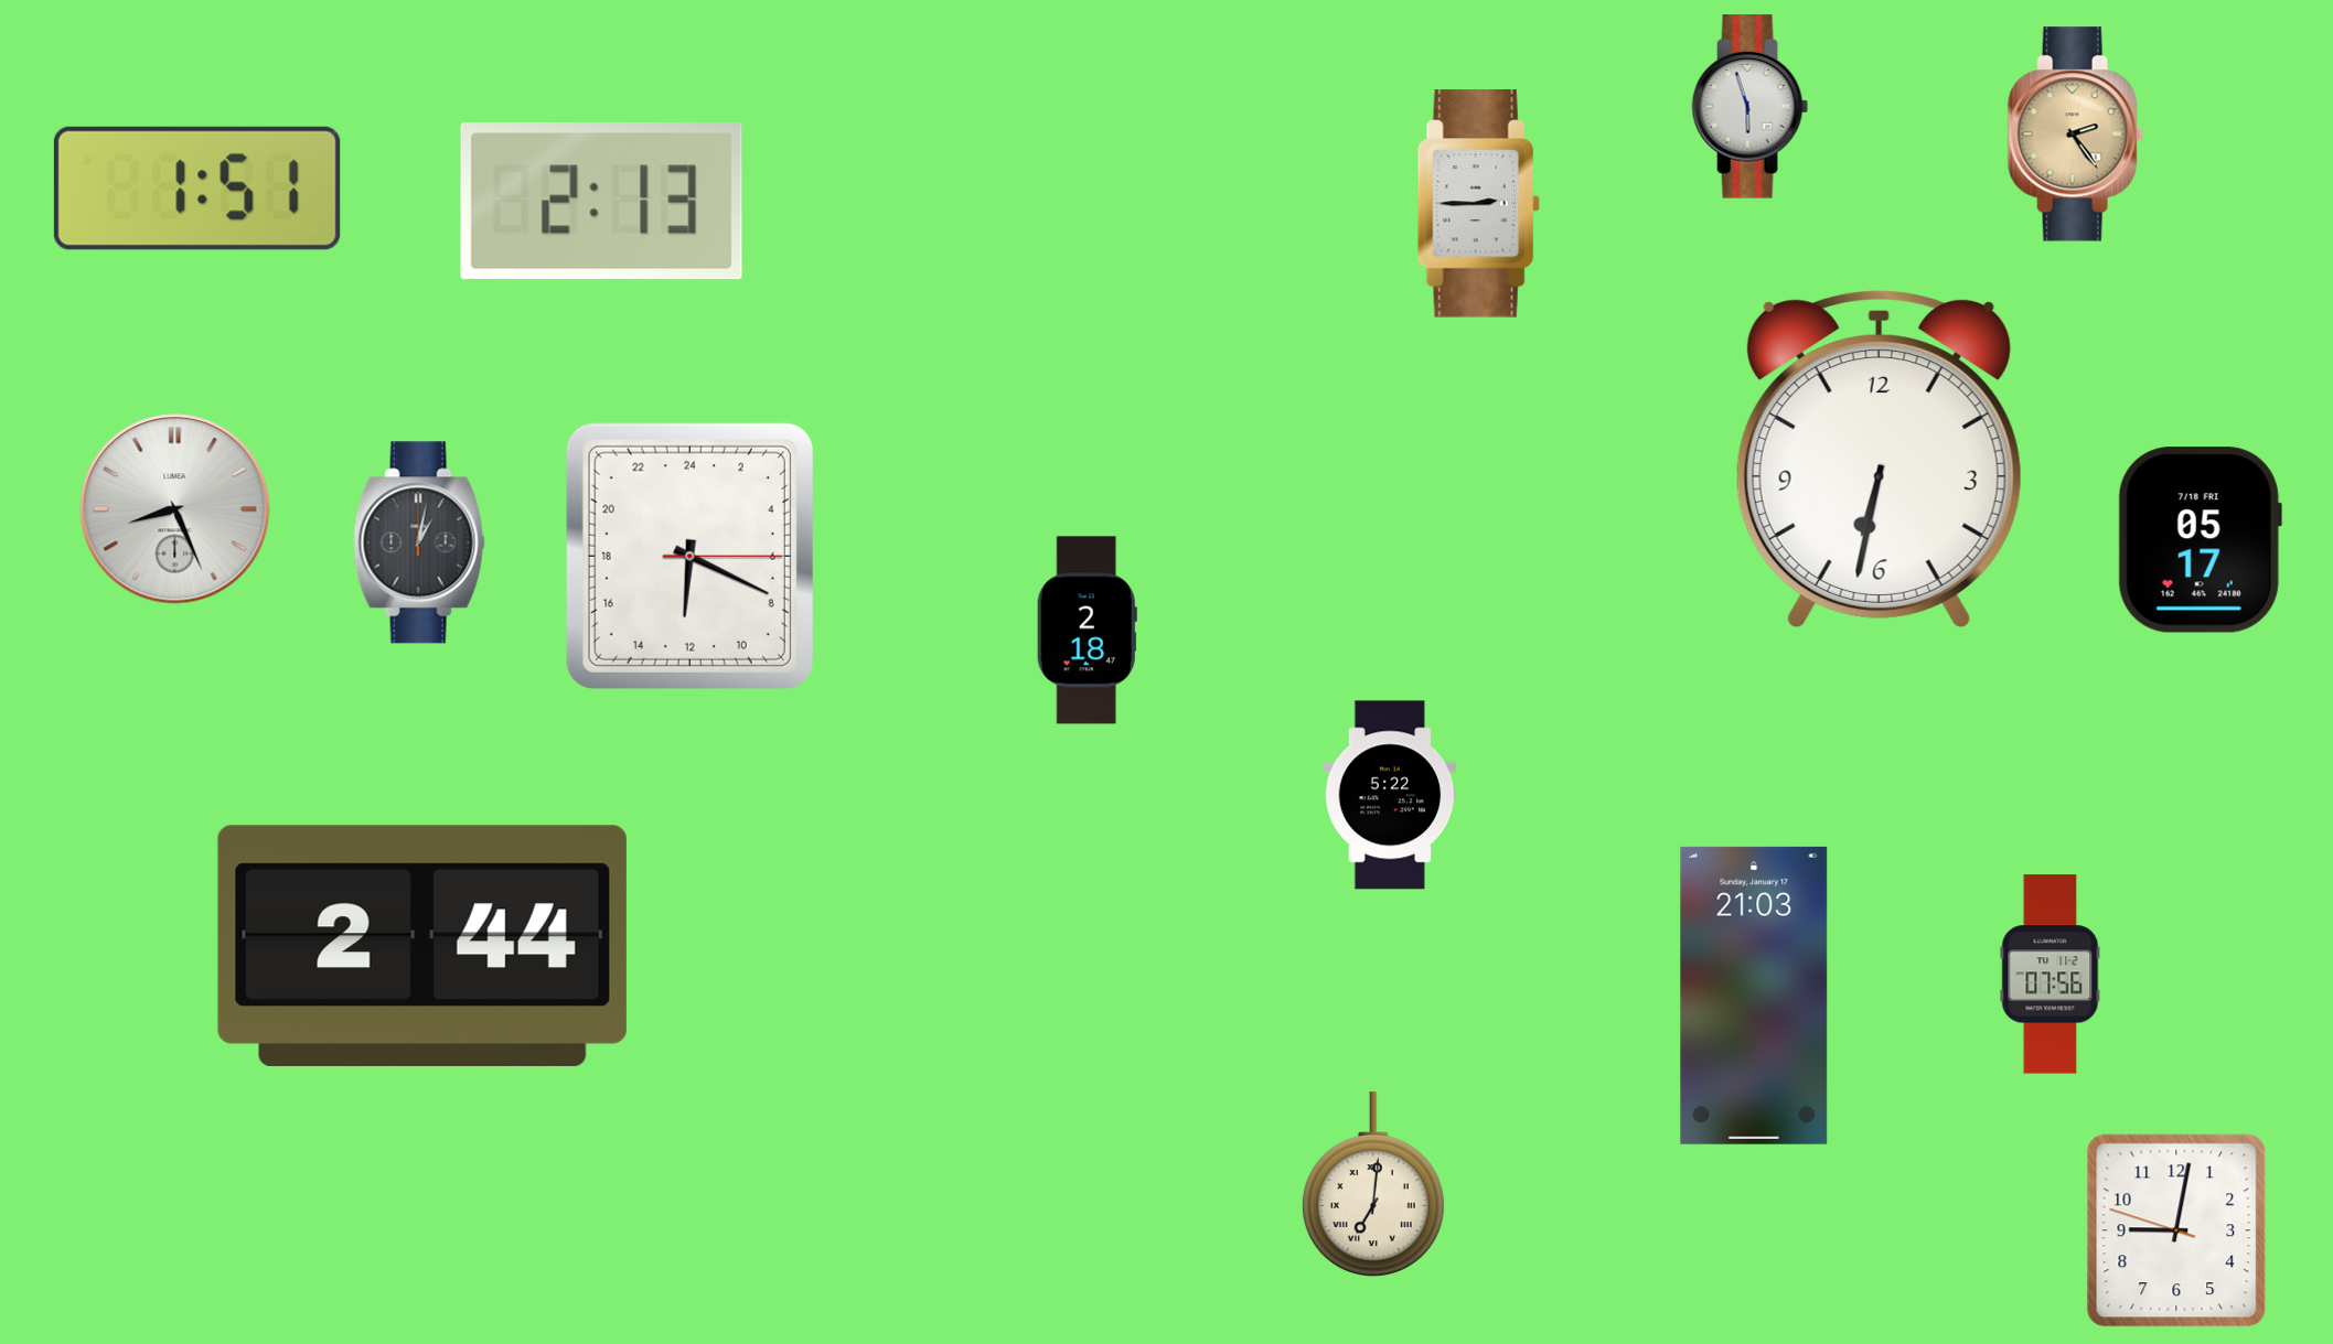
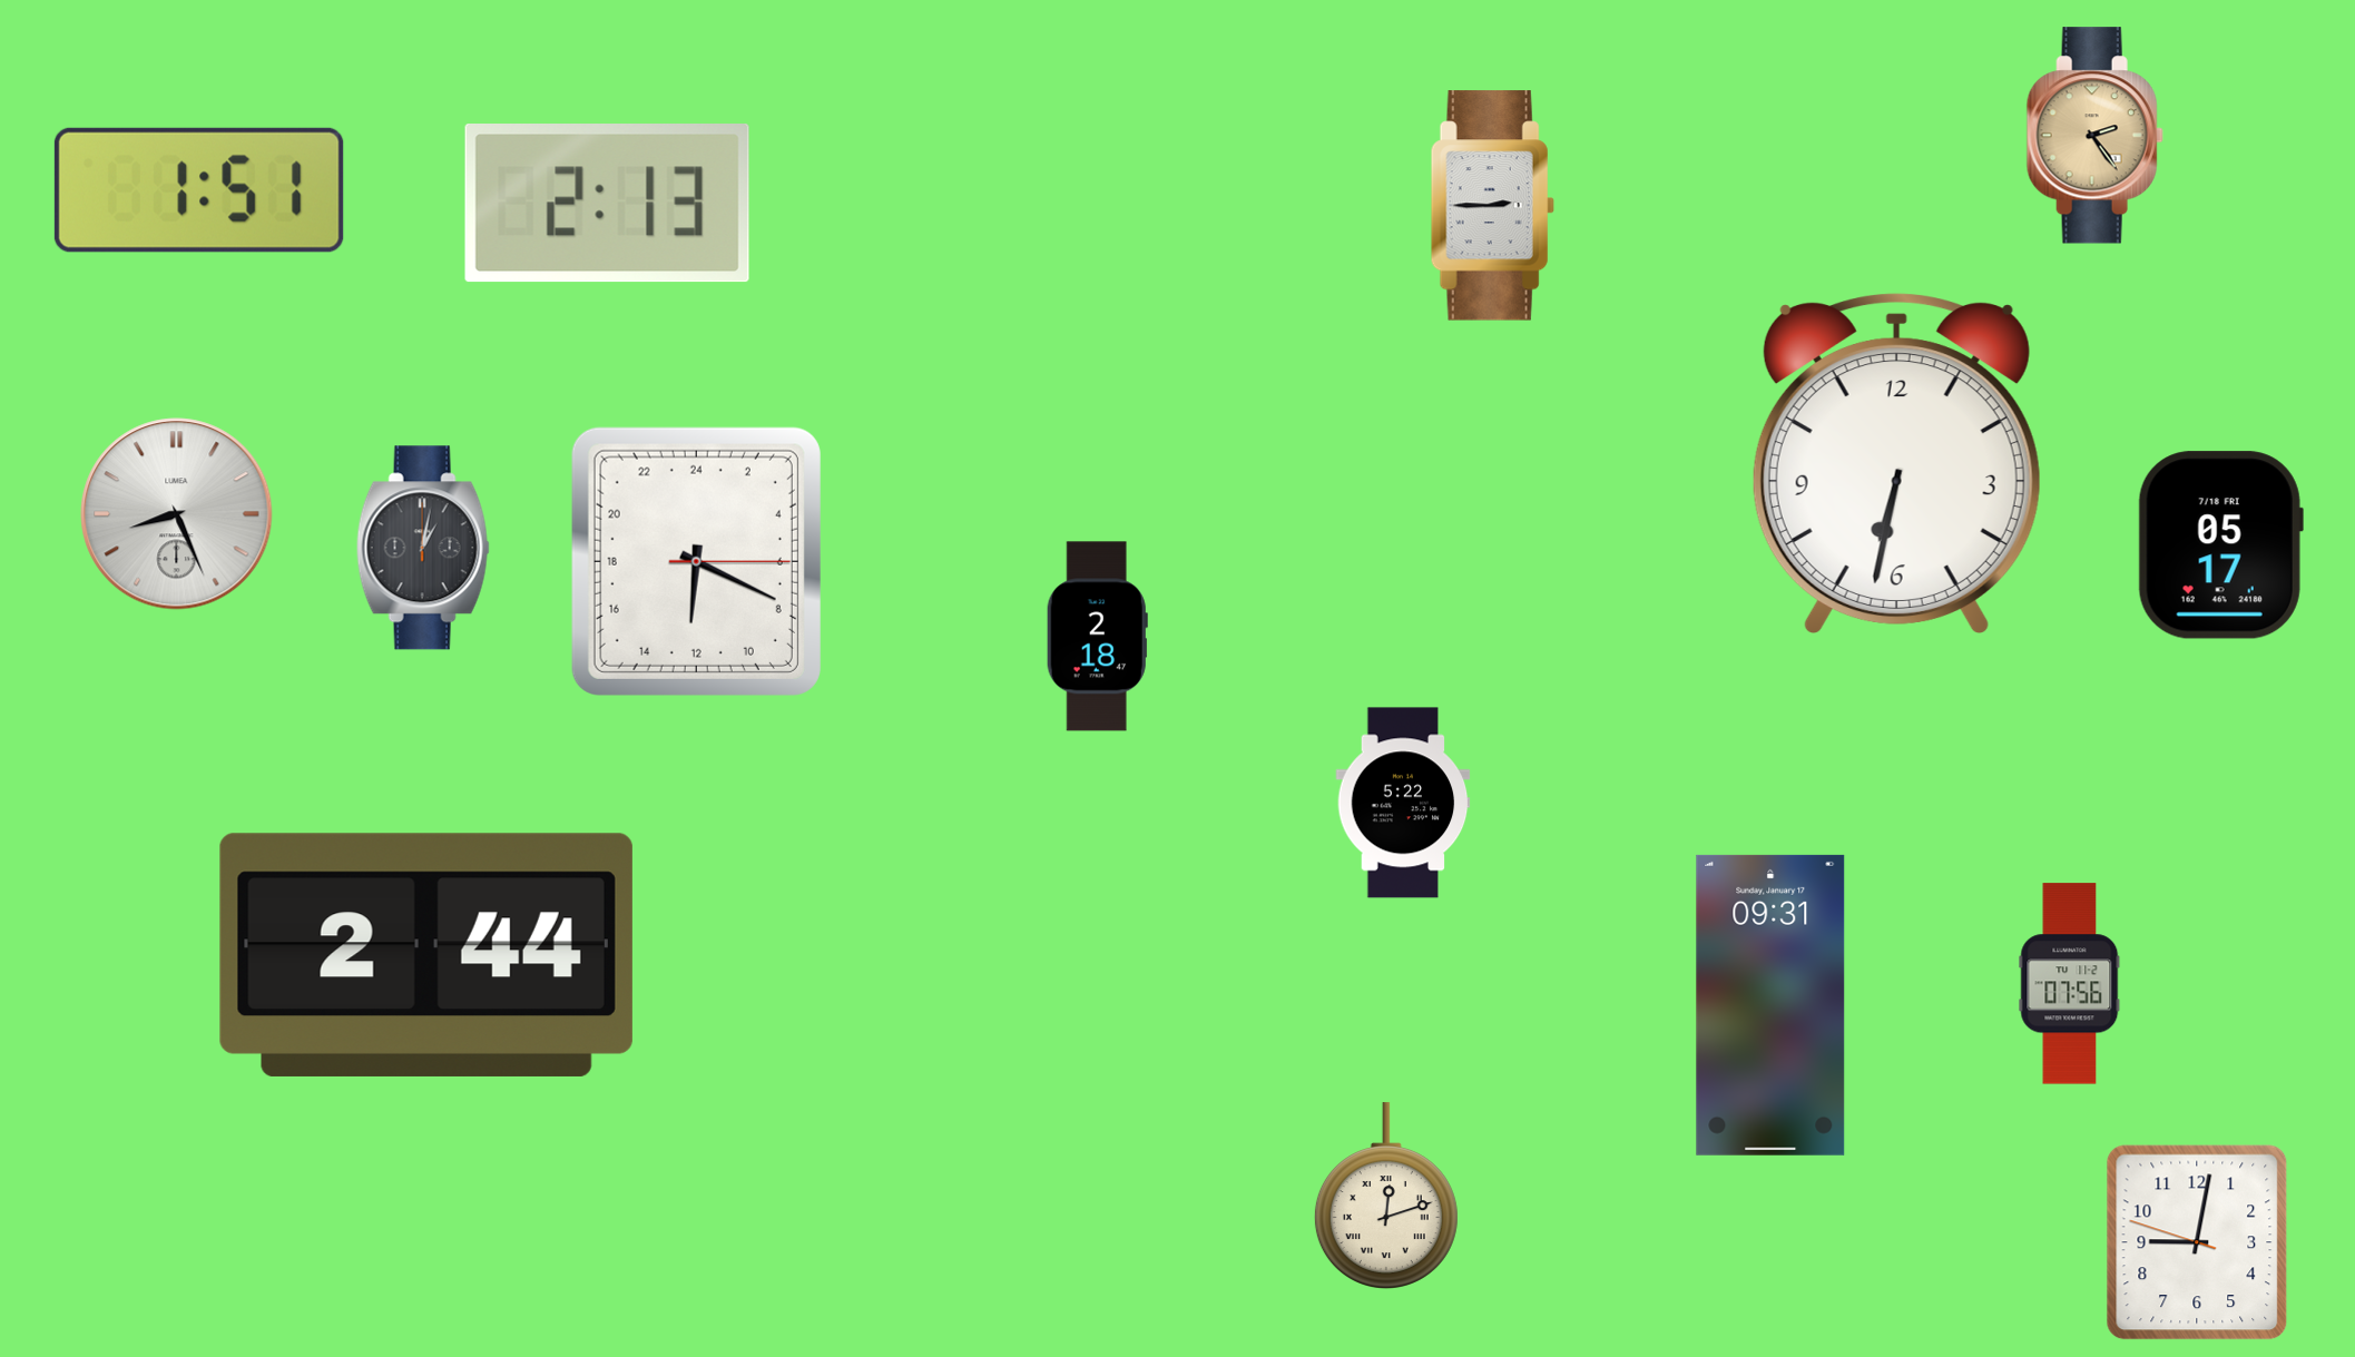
clock at (1751, 107): 5:57 -> none
clock at (1754, 996): 21:03 -> 09:31
clock at (1373, 1184): 7:01 -> 12:12
